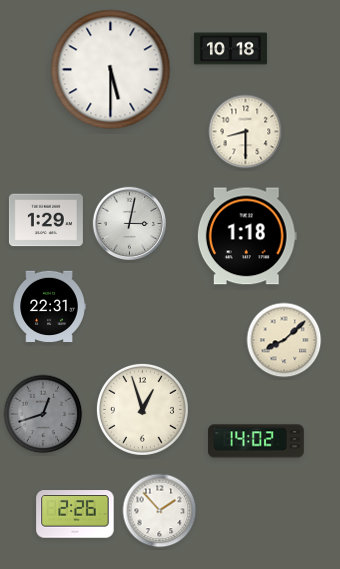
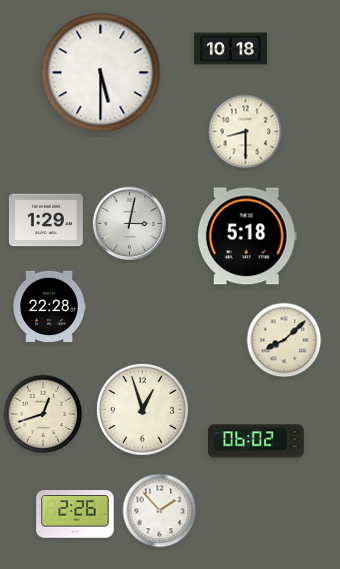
clock at (111, 70) position: (111, 70) -> (101, 73)
clock at (247, 236): 1:18 -> 5:18
clock at (49, 307): 22:31 -> 22:28
clock at (43, 414) dial: grey -> cream
clock at (257, 441): 14:02 -> 06:02
